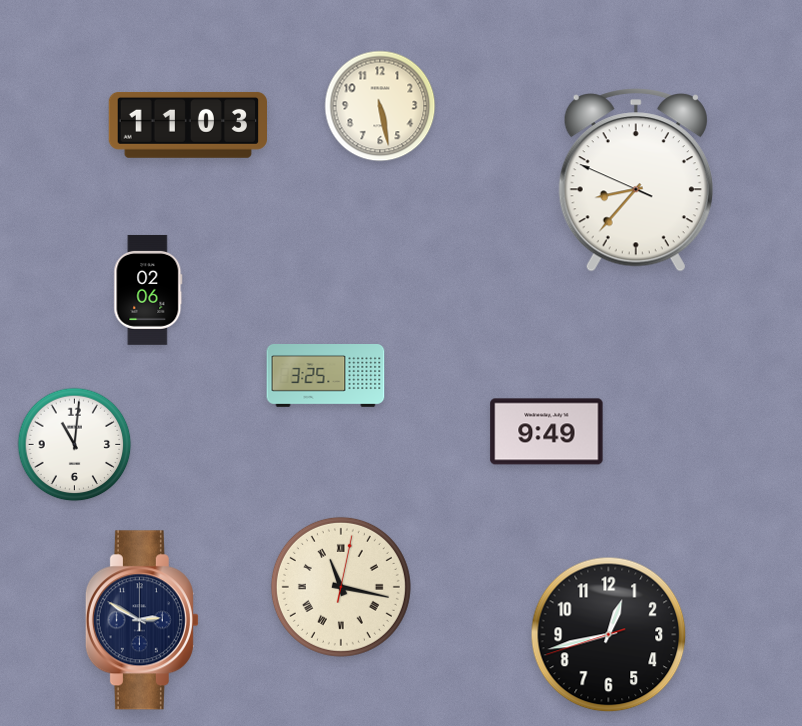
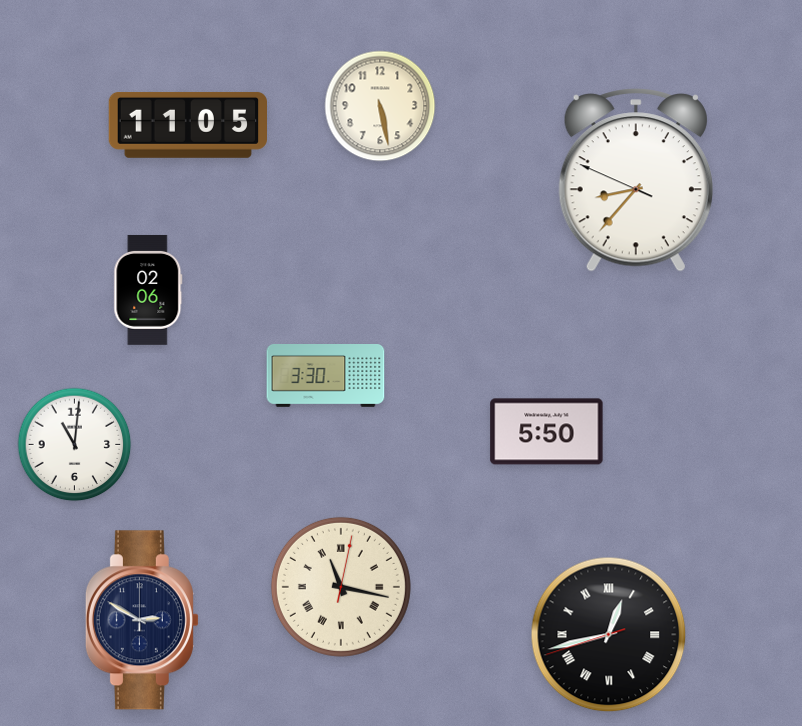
clock at (188, 125): 11:03 -> 11:05
clock at (326, 376): 3:25 -> 3:30
clock at (547, 432): 9:49 -> 5:50
clock at (609, 635) numerals: Arabic -> Roman
